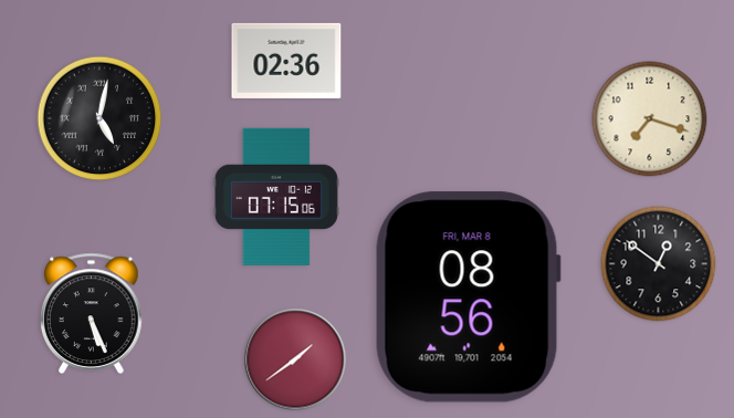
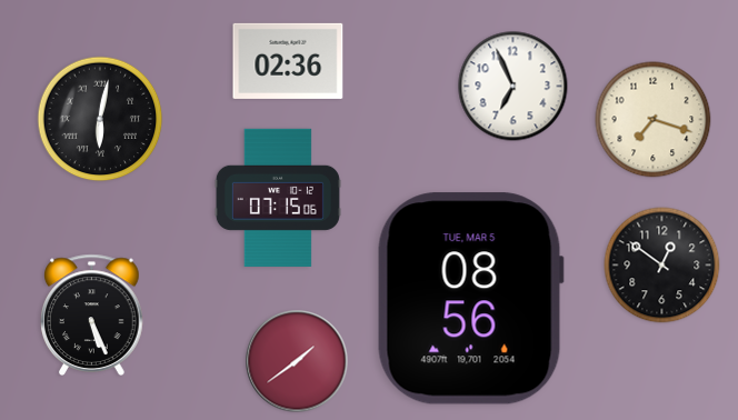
clock at (513, 87): none -> 6:56
clock at (99, 118): 5:02 -> 6:02
clock at (468, 297) date: FRI, MAR 8 -> TUE, MAR 5
